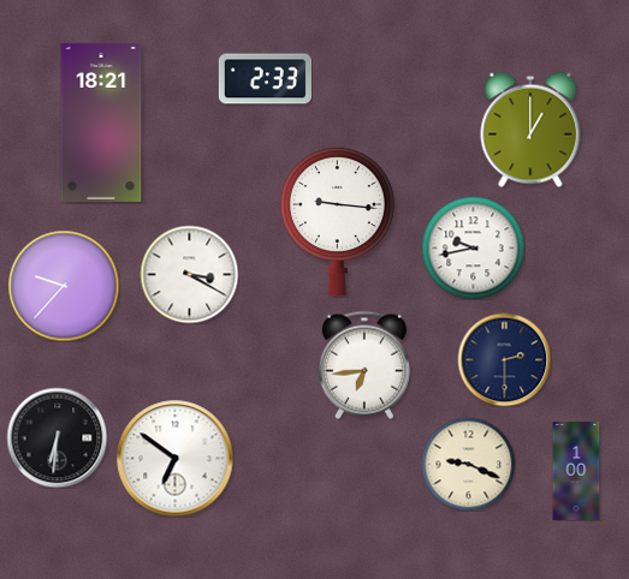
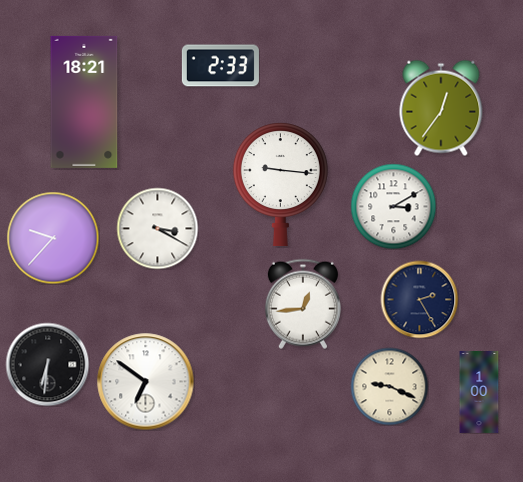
clock at (530, 130): 1:00 -> 12:36
clock at (473, 247): 9:43 -> 3:10
clock at (504, 359): 2:30 -> 2:25
clock at (364, 365): 6:44 -> 12:44
